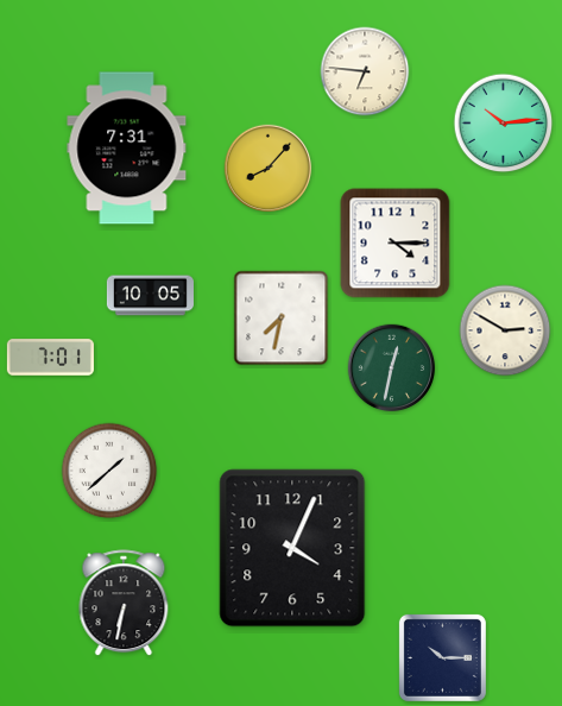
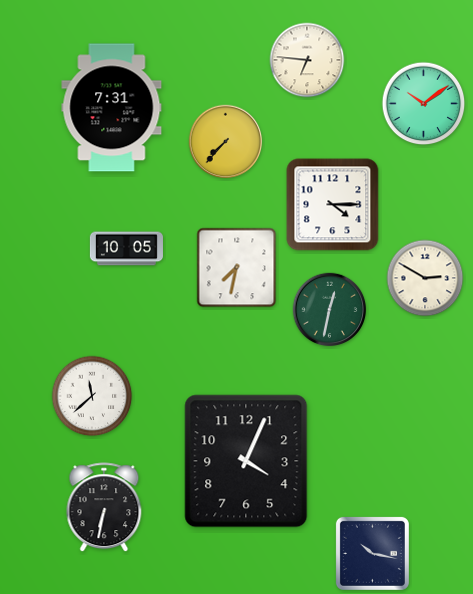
clock at (504, 124): 10:14 -> 10:09
clock at (127, 149) position: (127, 149) -> (112, 108)
clock at (269, 169): 8:07 -> 7:37
clock at (50, 358): 7:01 -> none
clock at (109, 471): 1:38 -> 11:38
clock at (442, 657): 10:15 -> 10:17
